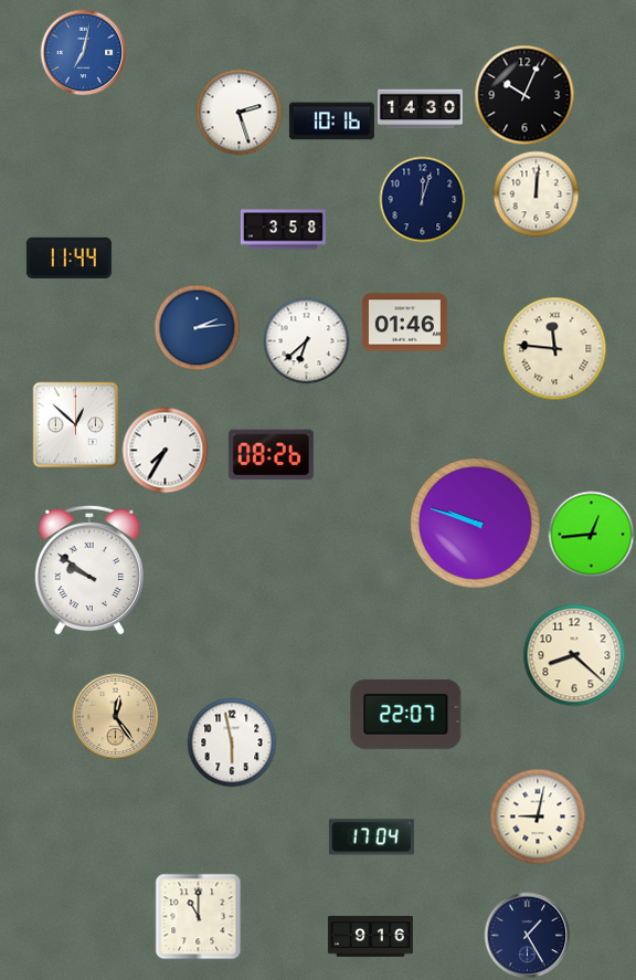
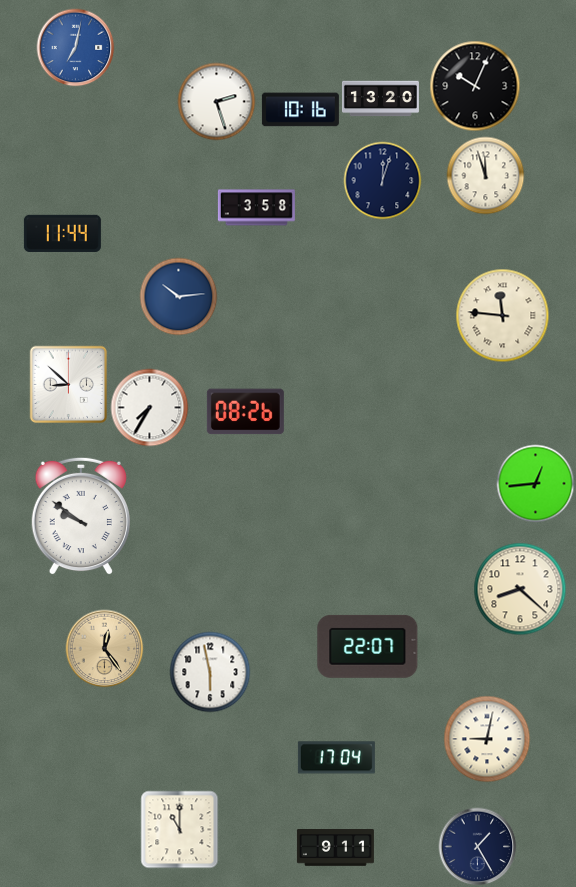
clock at (420, 109): 14:30 -> 13:20
clock at (536, 193): 12:01 -> 11:57
clock at (404, 323): 01:46 -> none
clock at (197, 327): 2:14 -> 10:14
clock at (306, 340): 6:38 -> none
clock at (75, 424): 12:52 -> 8:52
clock at (476, 524): 9:48 -> none
clock at (574, 655) position: (574, 655) -> (520, 589)
clock at (370, 937): 9:16 -> 9:11
